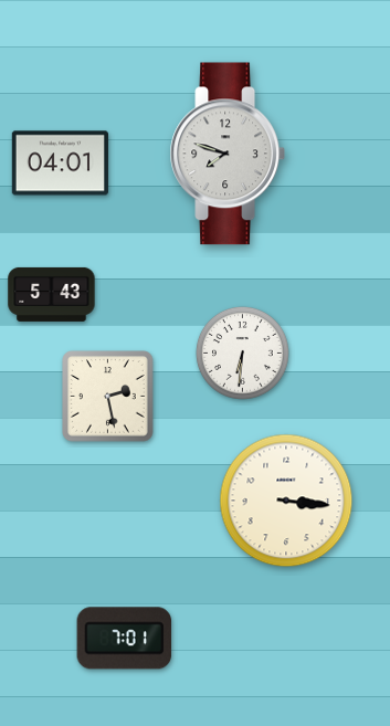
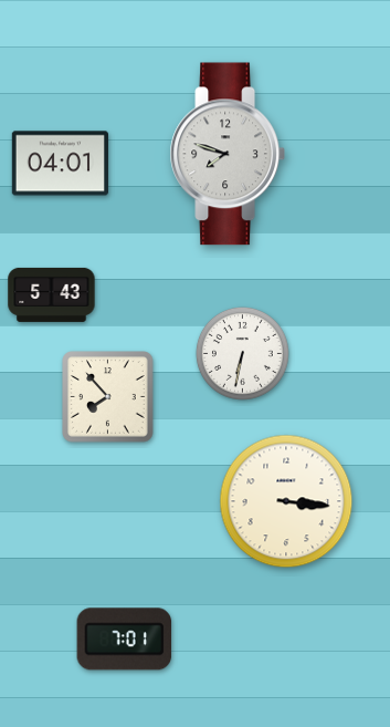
clock at (242, 353): 6:31 -> 6:32
clock at (108, 397): 2:28 -> 7:53
